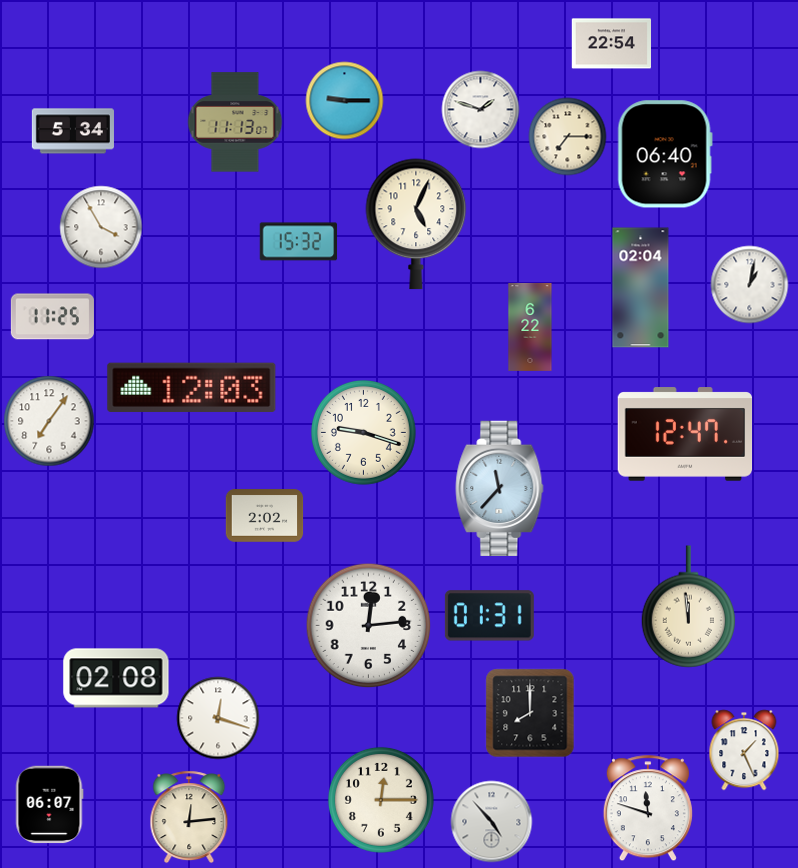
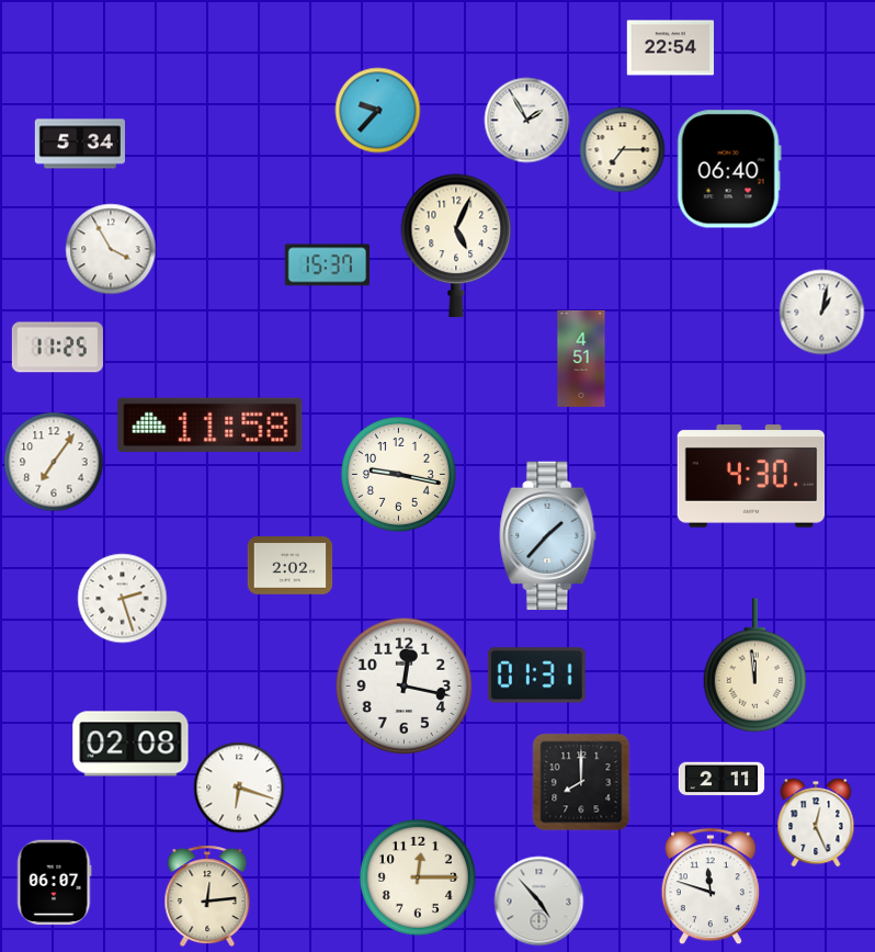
clock at (344, 100): 9:15 -> 9:37
clock at (480, 109): 1:48 -> 1:55
clock at (235, 122): 11:13 -> none
clock at (298, 242): 15:32 -> 15:37
clock at (641, 288): 02:04 -> none
clock at (530, 327): 6:22 -> 4:51
clock at (192, 387): 12:03 -> 11:58
clock at (363, 432): 9:18 -> 9:17
clock at (685, 434): 12:47 -> 4:30
clock at (500, 488): 11:37 -> 1:37
clock at (122, 598): none -> 2:27
clock at (368, 625): 12:14 -> 12:17
clock at (116, 678) position: (116, 678) -> (130, 744)
clock at (721, 779): none -> 2:11
clock at (218, 718): 12:18 -> 6:18
clock at (744, 750): 1:26 -> 12:26
